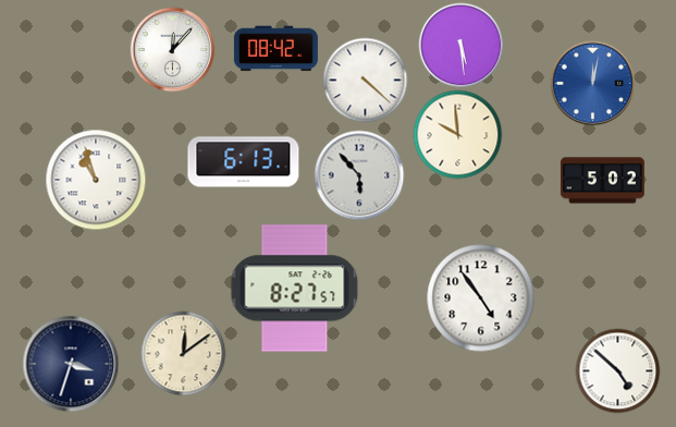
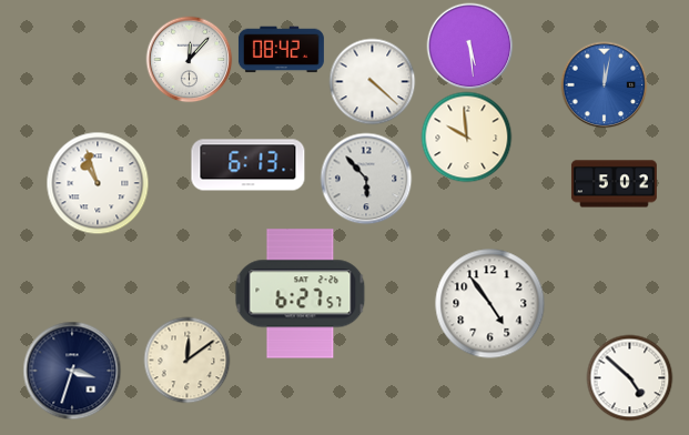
clock at (172, 49) position: (172, 49) -> (189, 59)
clock at (295, 289): 8:27 -> 6:27
